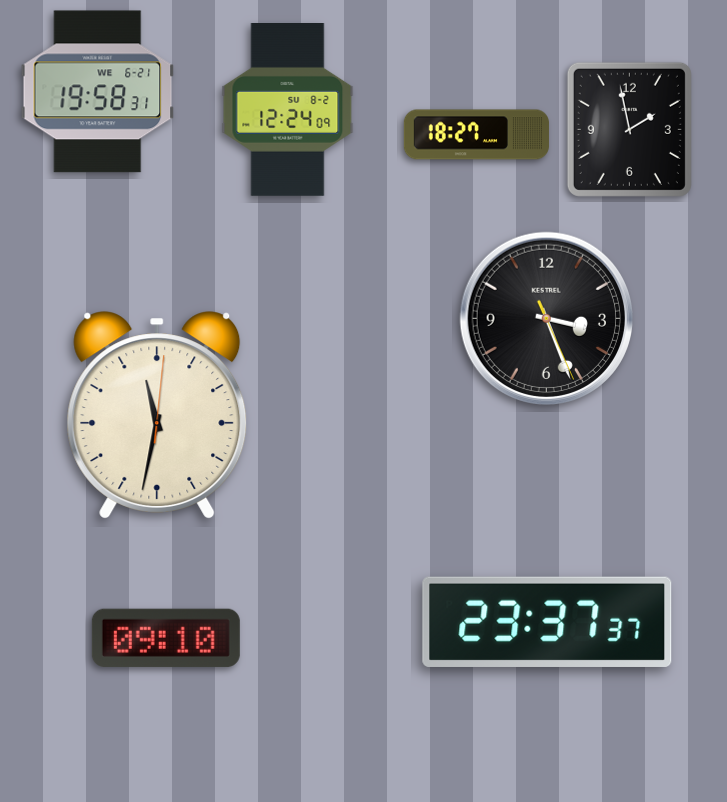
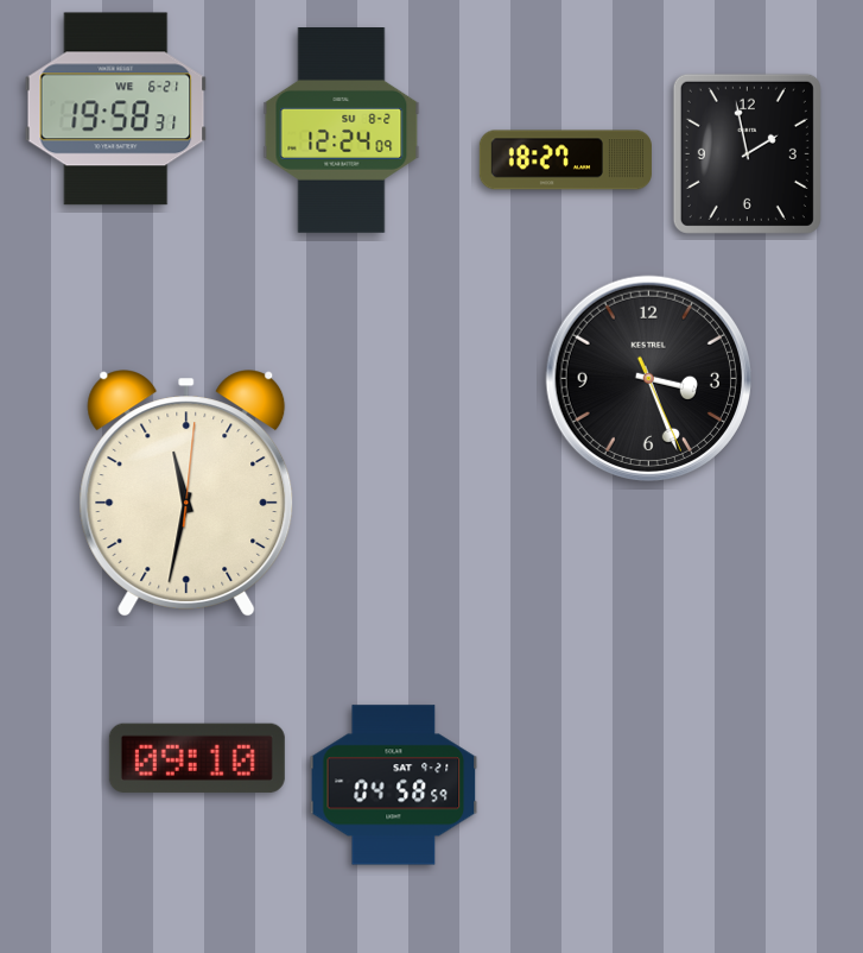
clock at (547, 622): 23:37 -> none
clock at (394, 785): none -> 04:58
